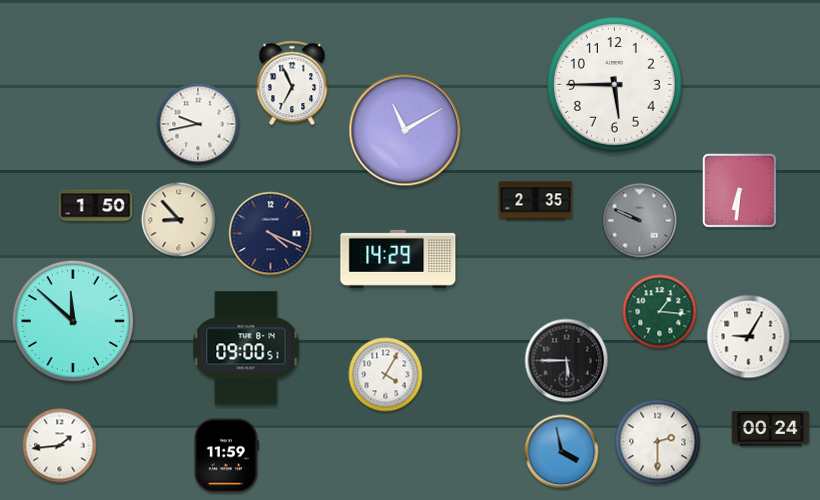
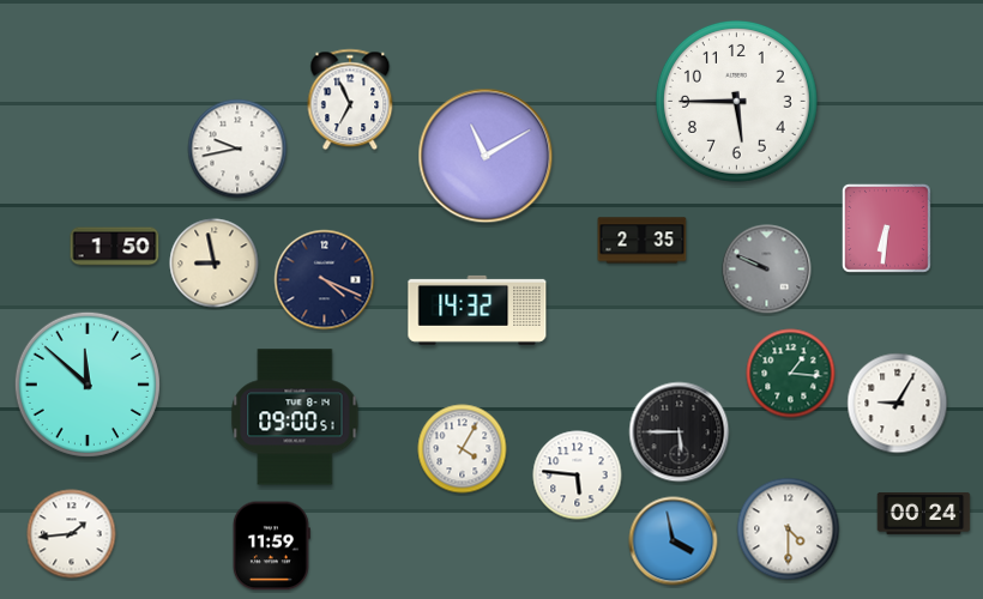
clock at (179, 220): 8:53 -> 8:58
clock at (640, 221) position: (640, 221) -> (767, 270)
clock at (398, 259): 14:29 -> 14:32
clock at (578, 476): none -> 5:46
clock at (658, 442): 2:30 -> 4:30
